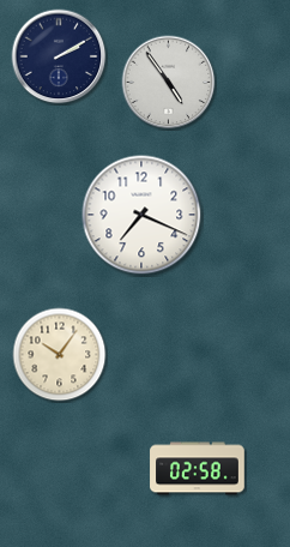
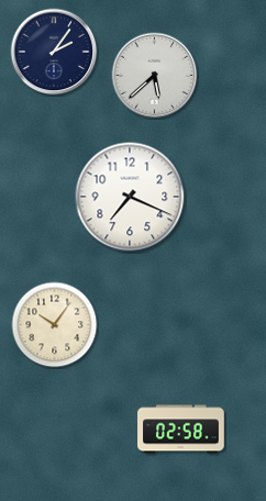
clock at (59, 56): 2:10 -> 2:06
clock at (169, 83): 4:54 -> 5:38
